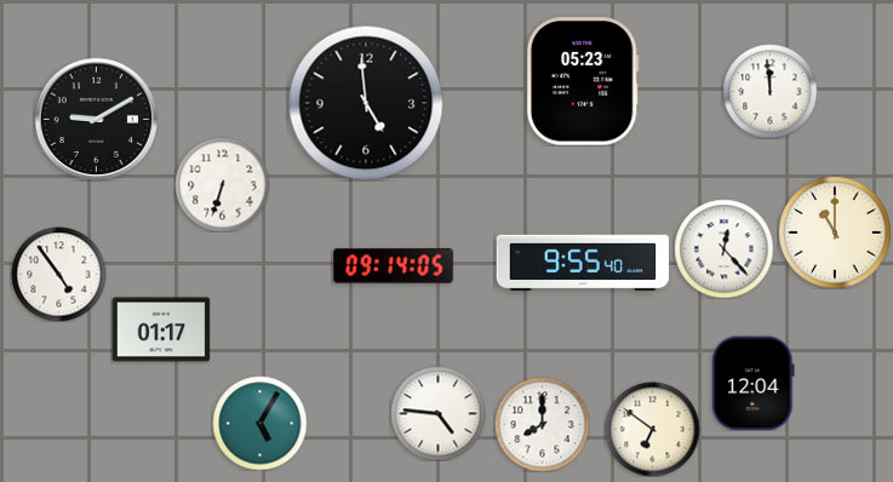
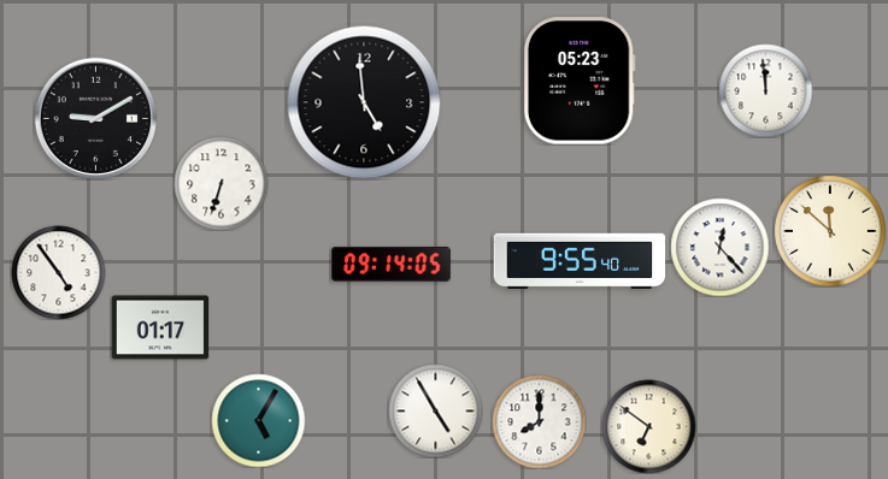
clock at (835, 233): 11:00 -> 11:52
clock at (754, 383): 12:04 -> none
clock at (437, 413): 4:46 -> 4:55
